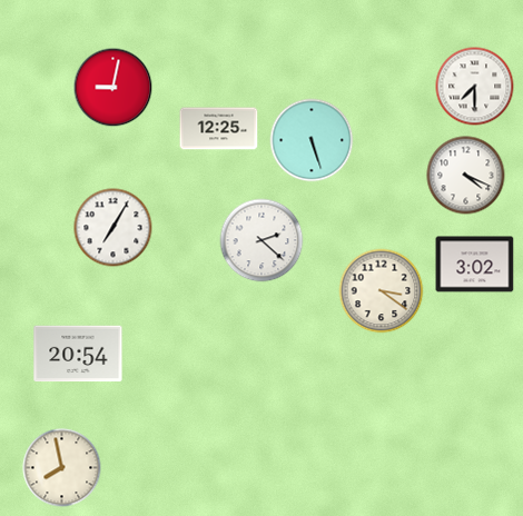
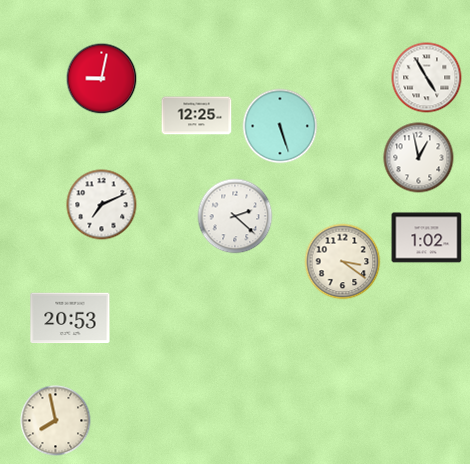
clock at (475, 87): 7:30 -> 4:55
clock at (466, 176): 4:19 -> 12:58
clock at (114, 228): 7:05 -> 7:11
clock at (475, 265): 3:02 -> 1:02
clock at (78, 354): 20:54 -> 20:53
